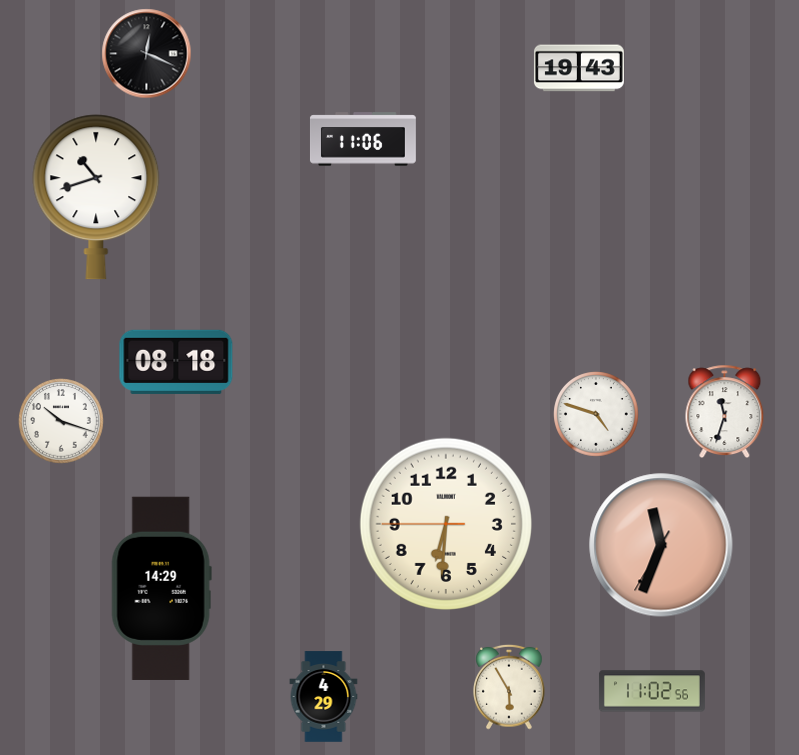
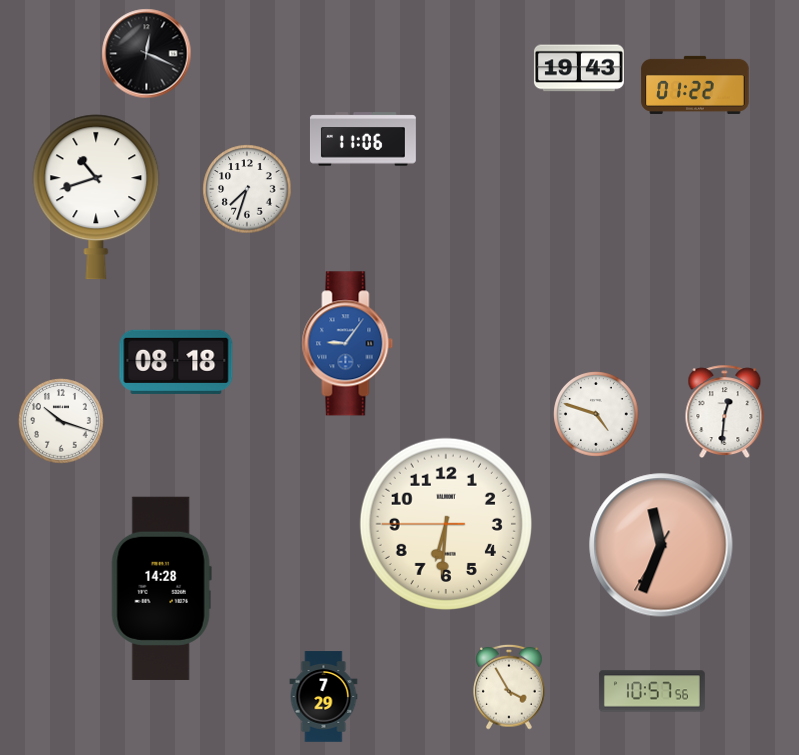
clock at (695, 85): none -> 01:22
clock at (247, 189): none -> 7:33
clock at (348, 344): none -> 9:06
clock at (725, 411): 11:33 -> 12:31
clock at (161, 588): 14:29 -> 14:28
clock at (509, 687): 5:55 -> 3:55
clock at (652, 691): 11:02 -> 10:57
clock at (324, 697): 4:29 -> 7:29
